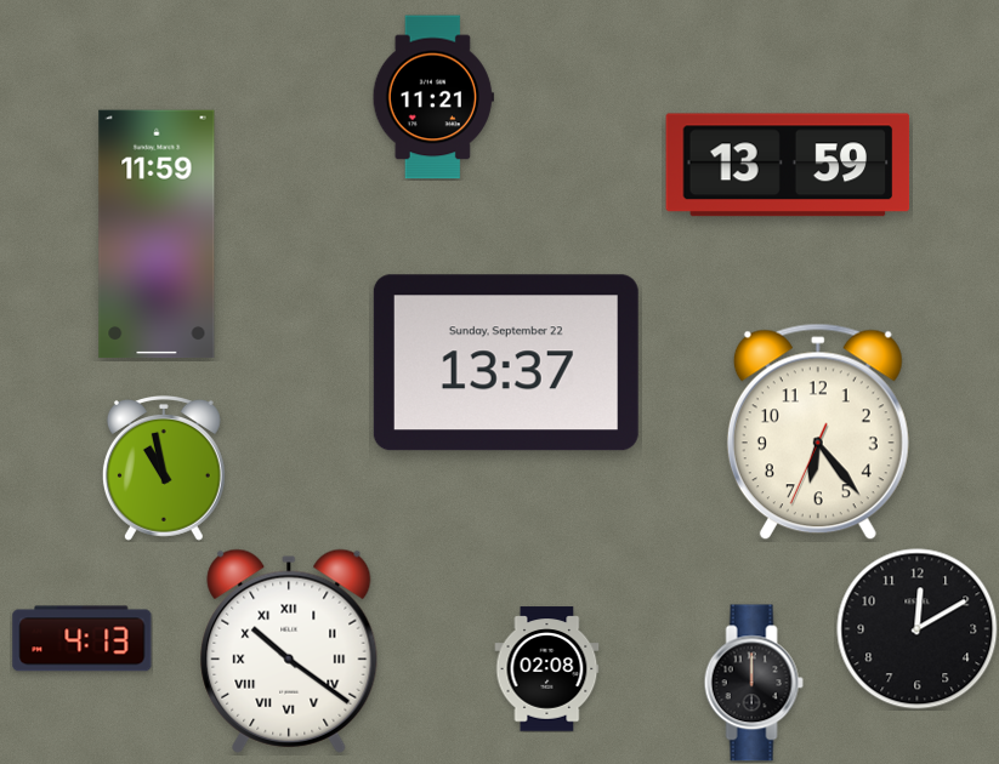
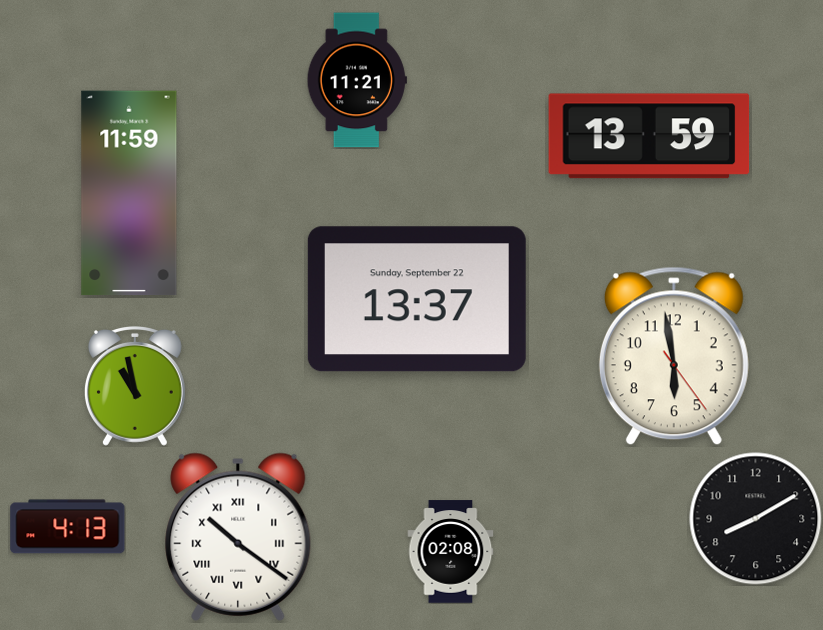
clock at (818, 432): 6:23 -> 5:58
clock at (918, 629): 12:10 -> 8:10
clock at (754, 683): 12:00 -> none
